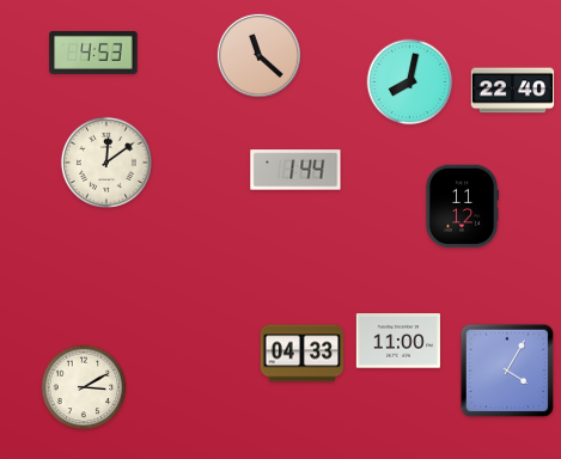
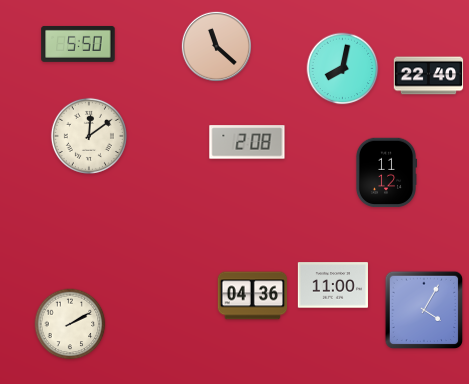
clock at (93, 53): 4:53 -> 5:50
clock at (295, 170): 1:44 -> 2:08
clock at (303, 354): 04:33 -> 04:36
clock at (84, 387): 3:10 -> 2:10
